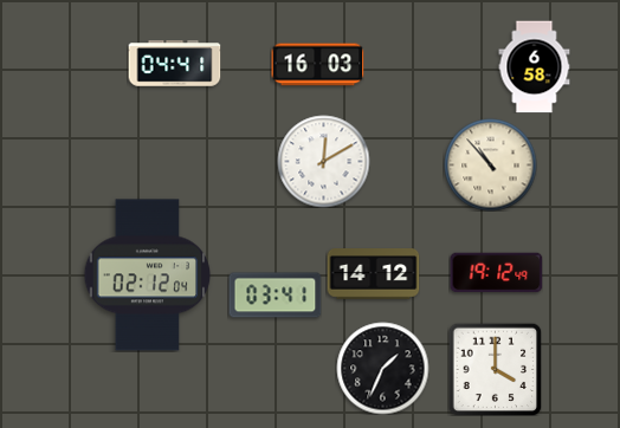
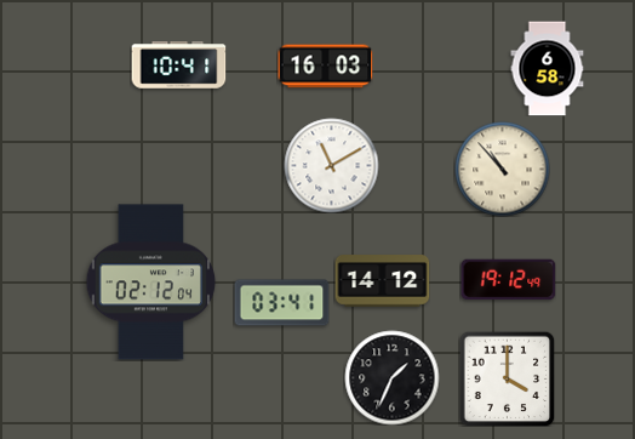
clock at (174, 64): 04:41 -> 10:41
clock at (323, 161): 12:10 -> 11:10
